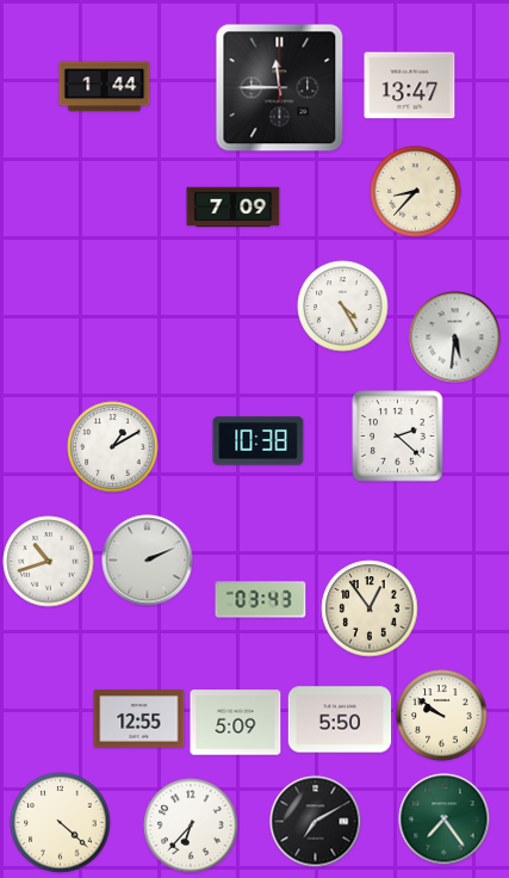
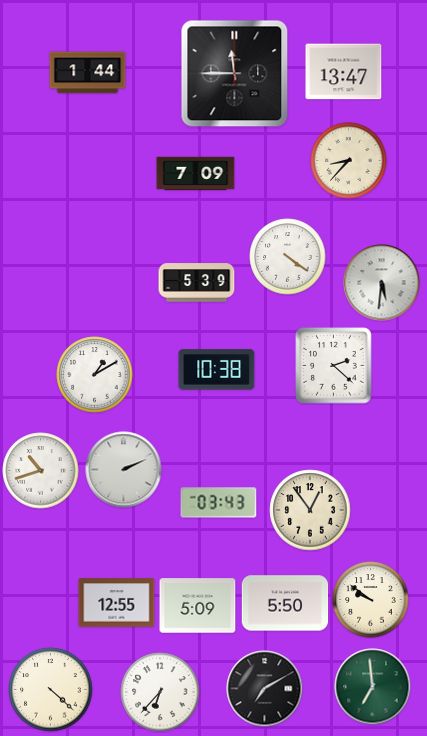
clock at (343, 307): 4:25 -> 4:21
clock at (197, 283): none -> 5:39
clock at (445, 820): 7:24 -> 6:59
